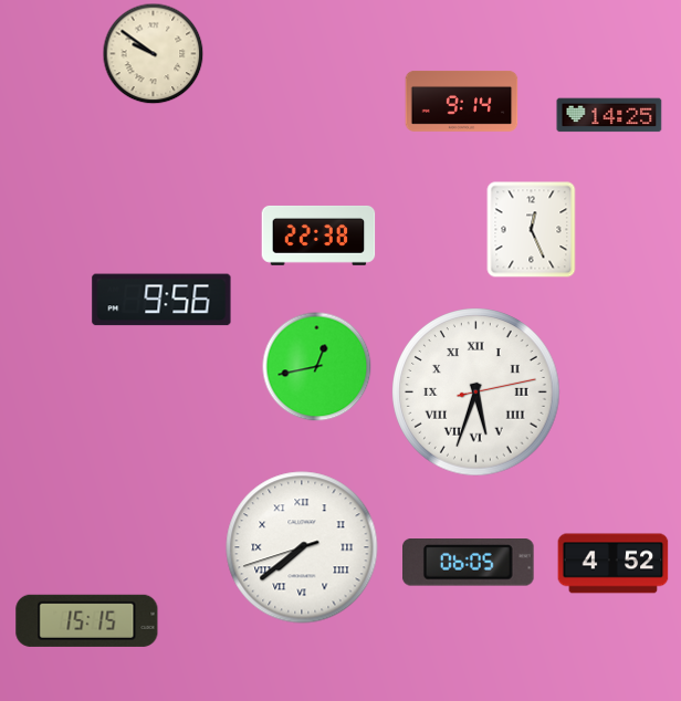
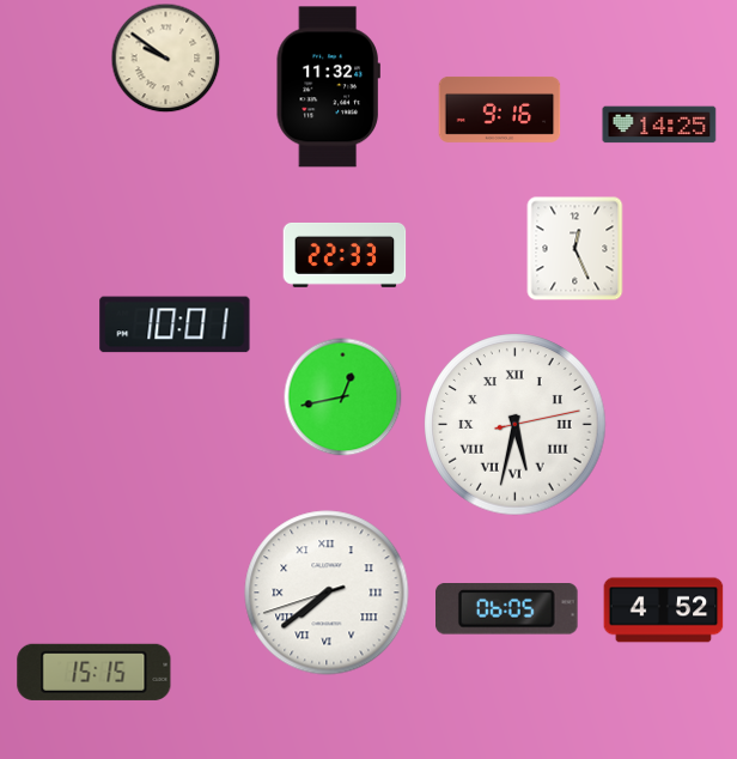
clock at (328, 87): none -> 11:32
clock at (462, 101): 9:14 -> 9:16
clock at (318, 236): 22:38 -> 22:33
clock at (161, 300): 9:56 -> 10:01
clock at (476, 393): 5:33 -> 5:32
